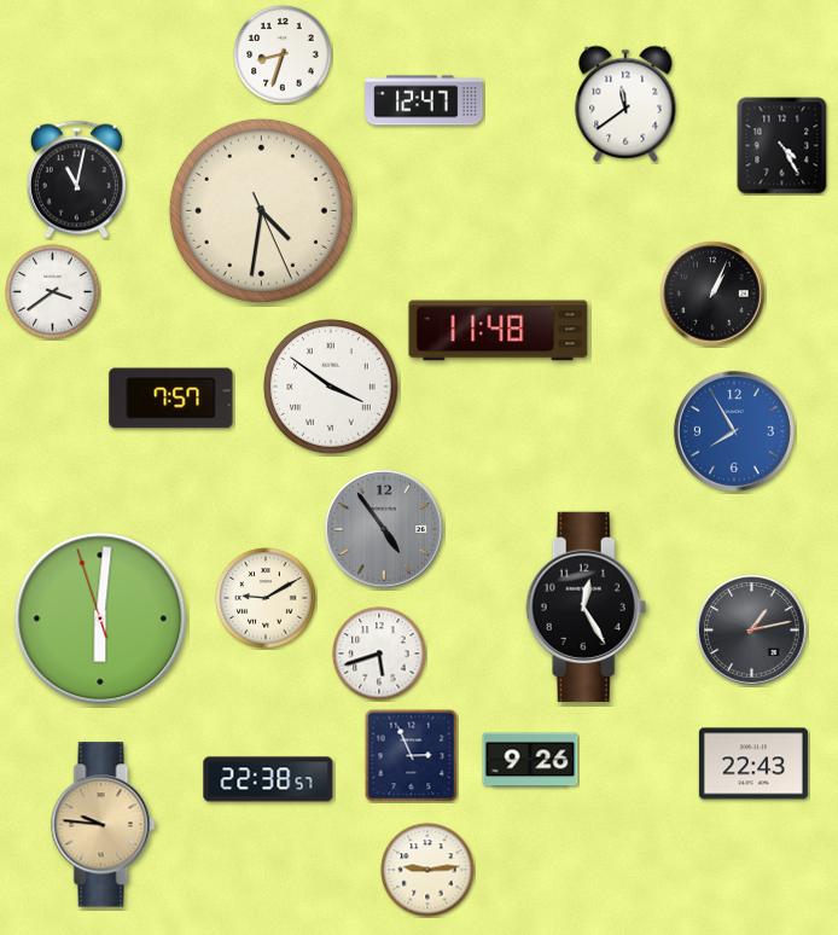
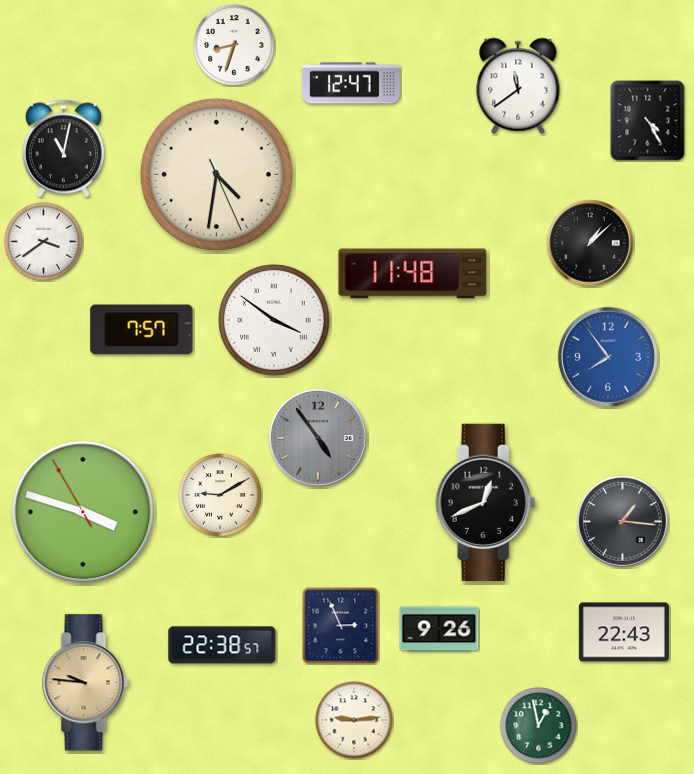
clock at (712, 294): 1:04 -> 1:08
clock at (734, 431): 7:55 -> 7:54
clock at (587, 606): 12:25 -> 12:41
clock at (100, 619): 6:00 -> 3:47
clock at (752, 631): 1:13 -> 1:16
clock at (379, 654): 5:42 -> none
clock at (539, 726): none -> 12:58
